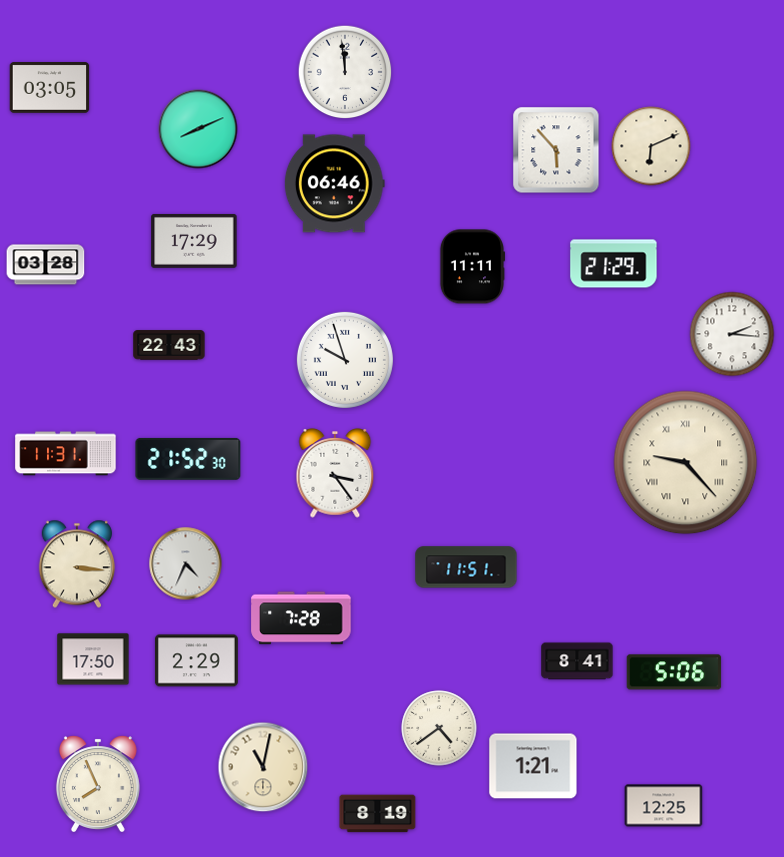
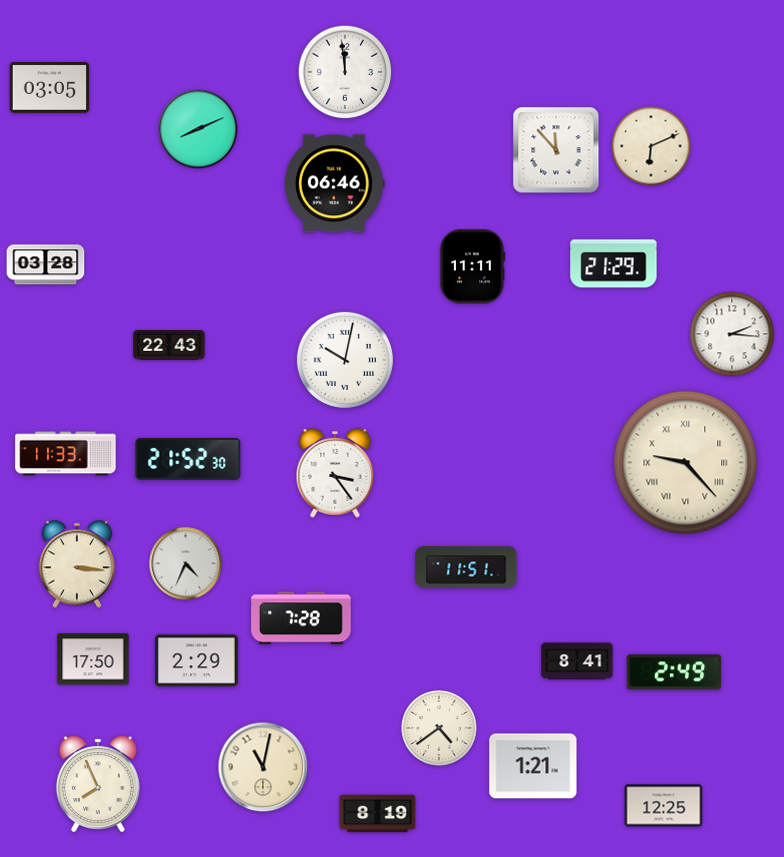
clock at (556, 150): 5:53 -> 11:53
clock at (194, 241): 17:29 -> none
clock at (345, 360): 9:57 -> 10:02
clock at (66, 454): 11:31 -> 11:33
clock at (674, 672): 5:06 -> 2:49
